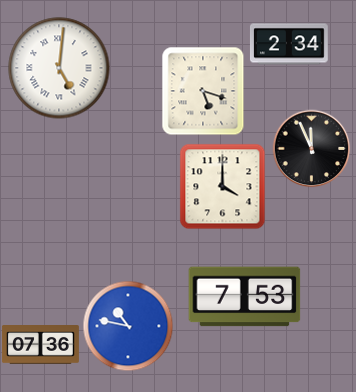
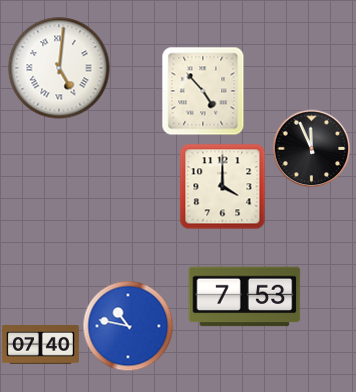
clock at (289, 44): 2:34 -> none
clock at (203, 91): 5:18 -> 4:53
clock at (41, 345): 07:36 -> 07:40
